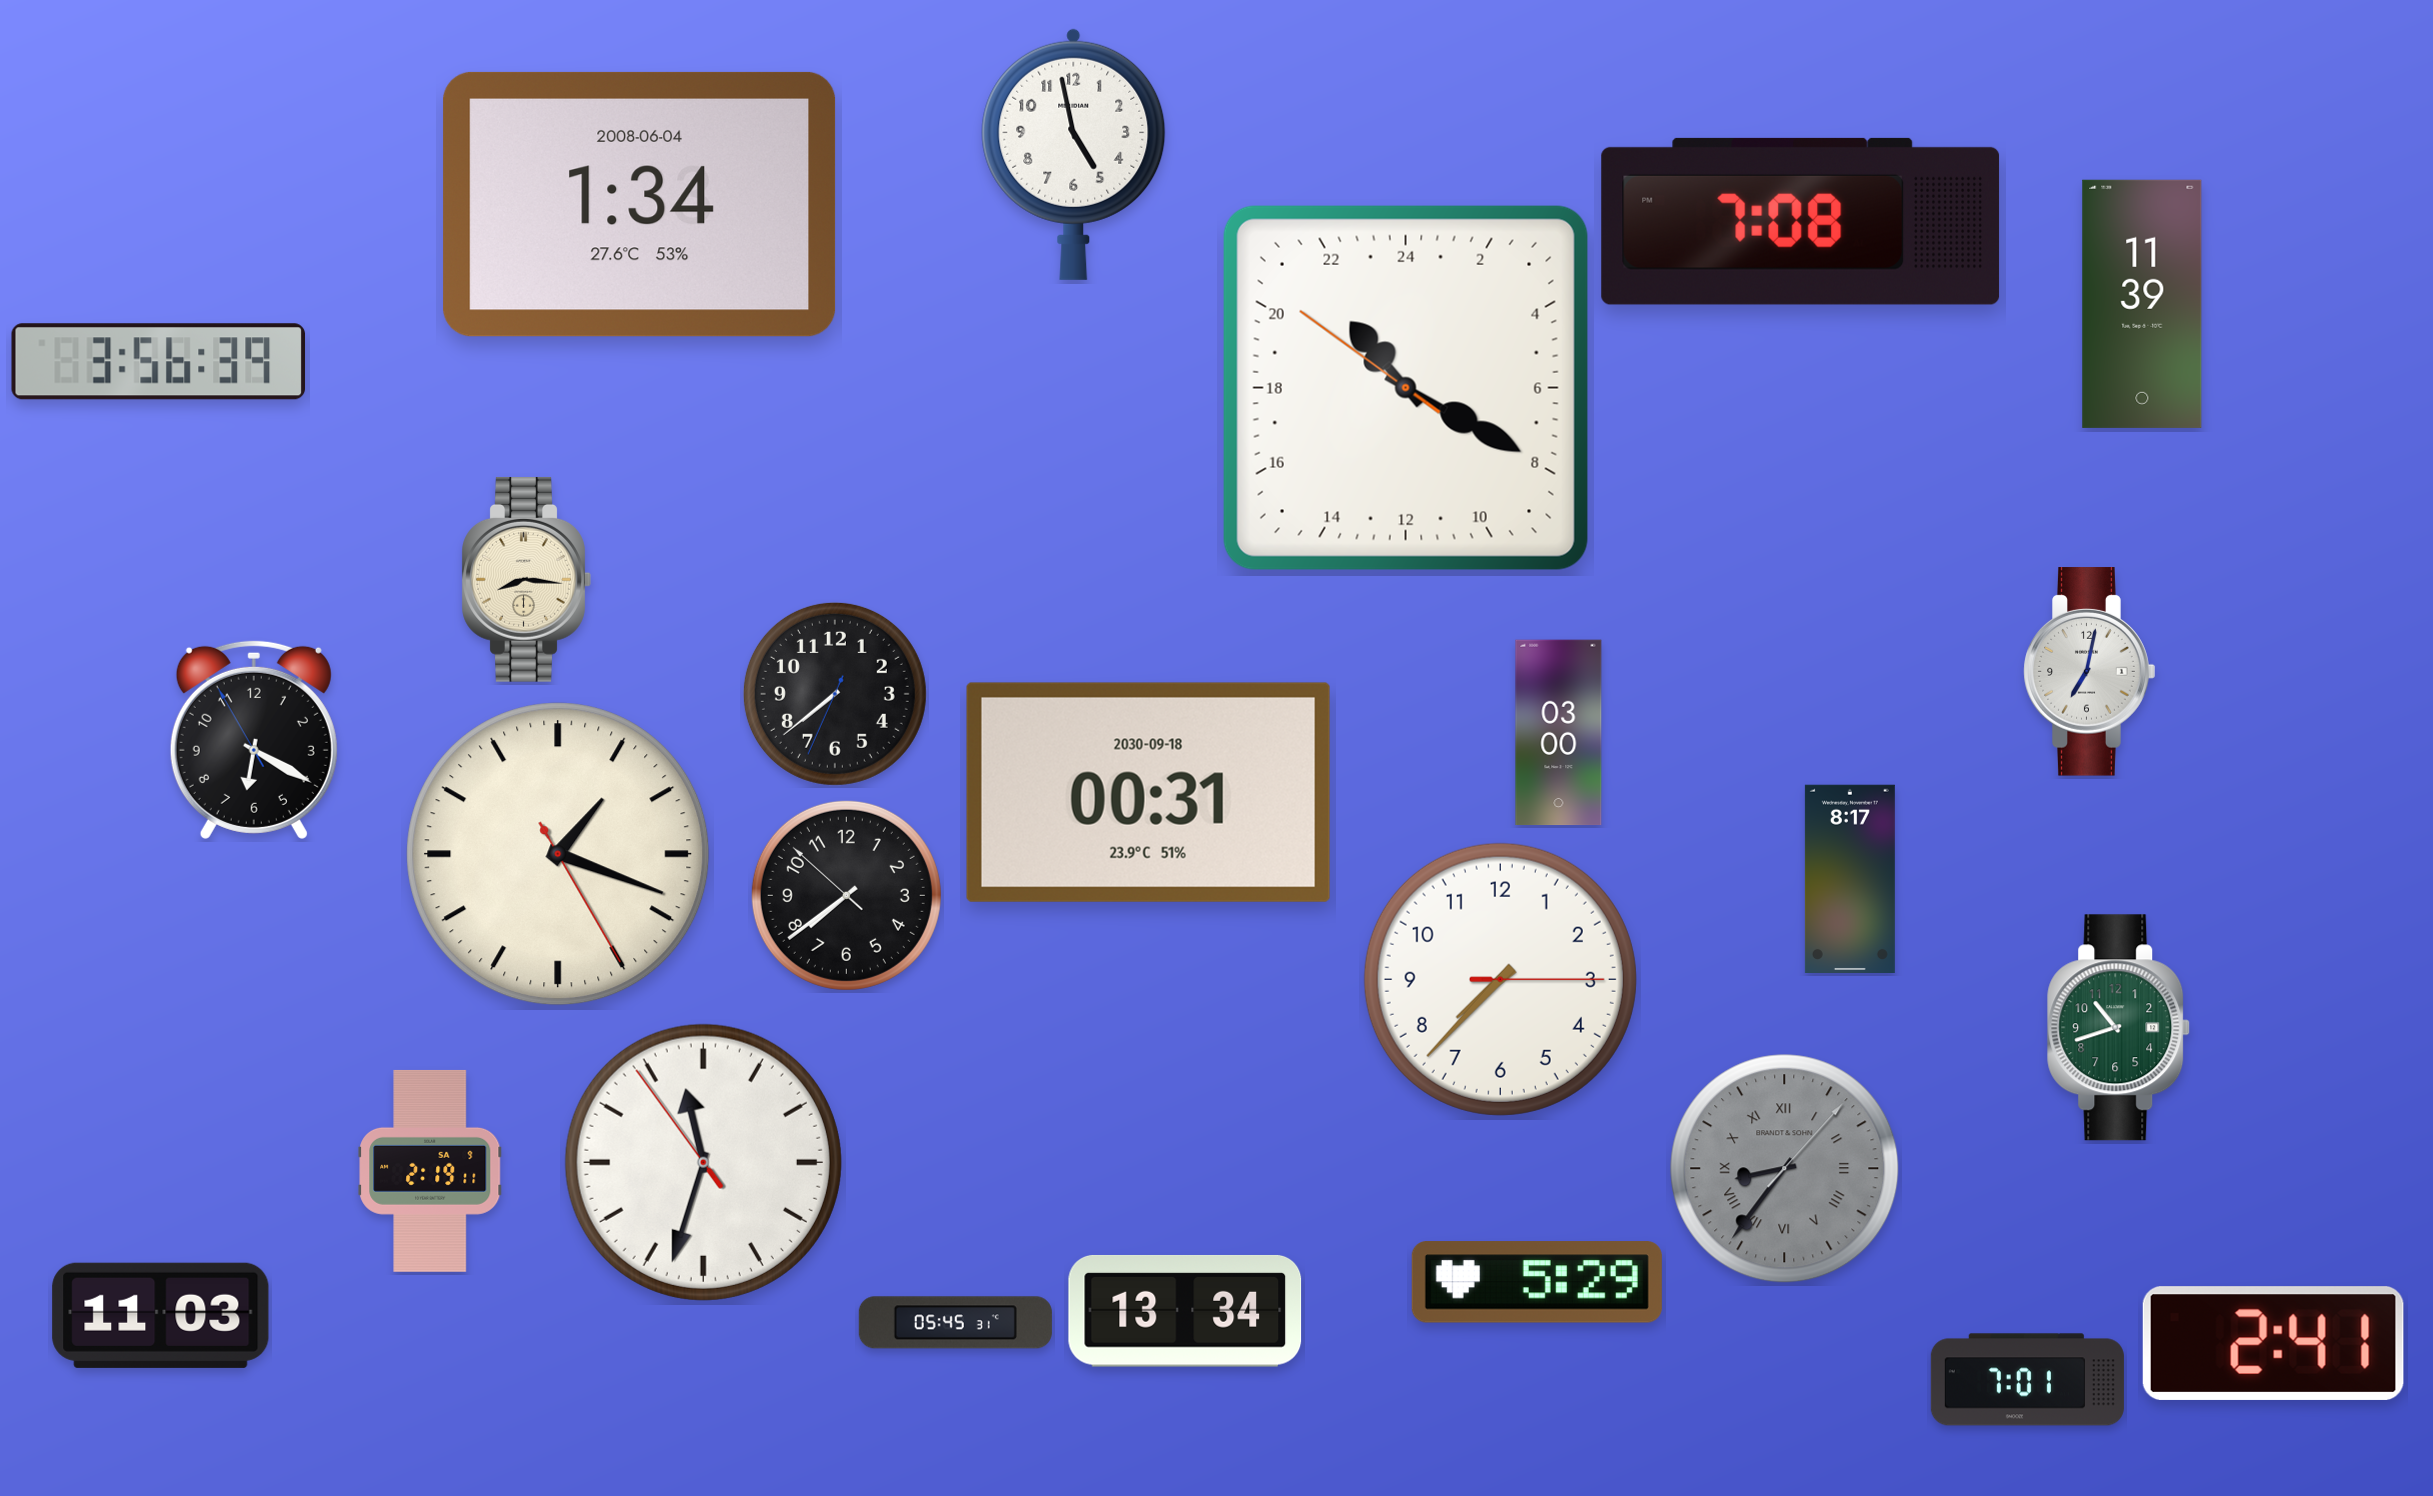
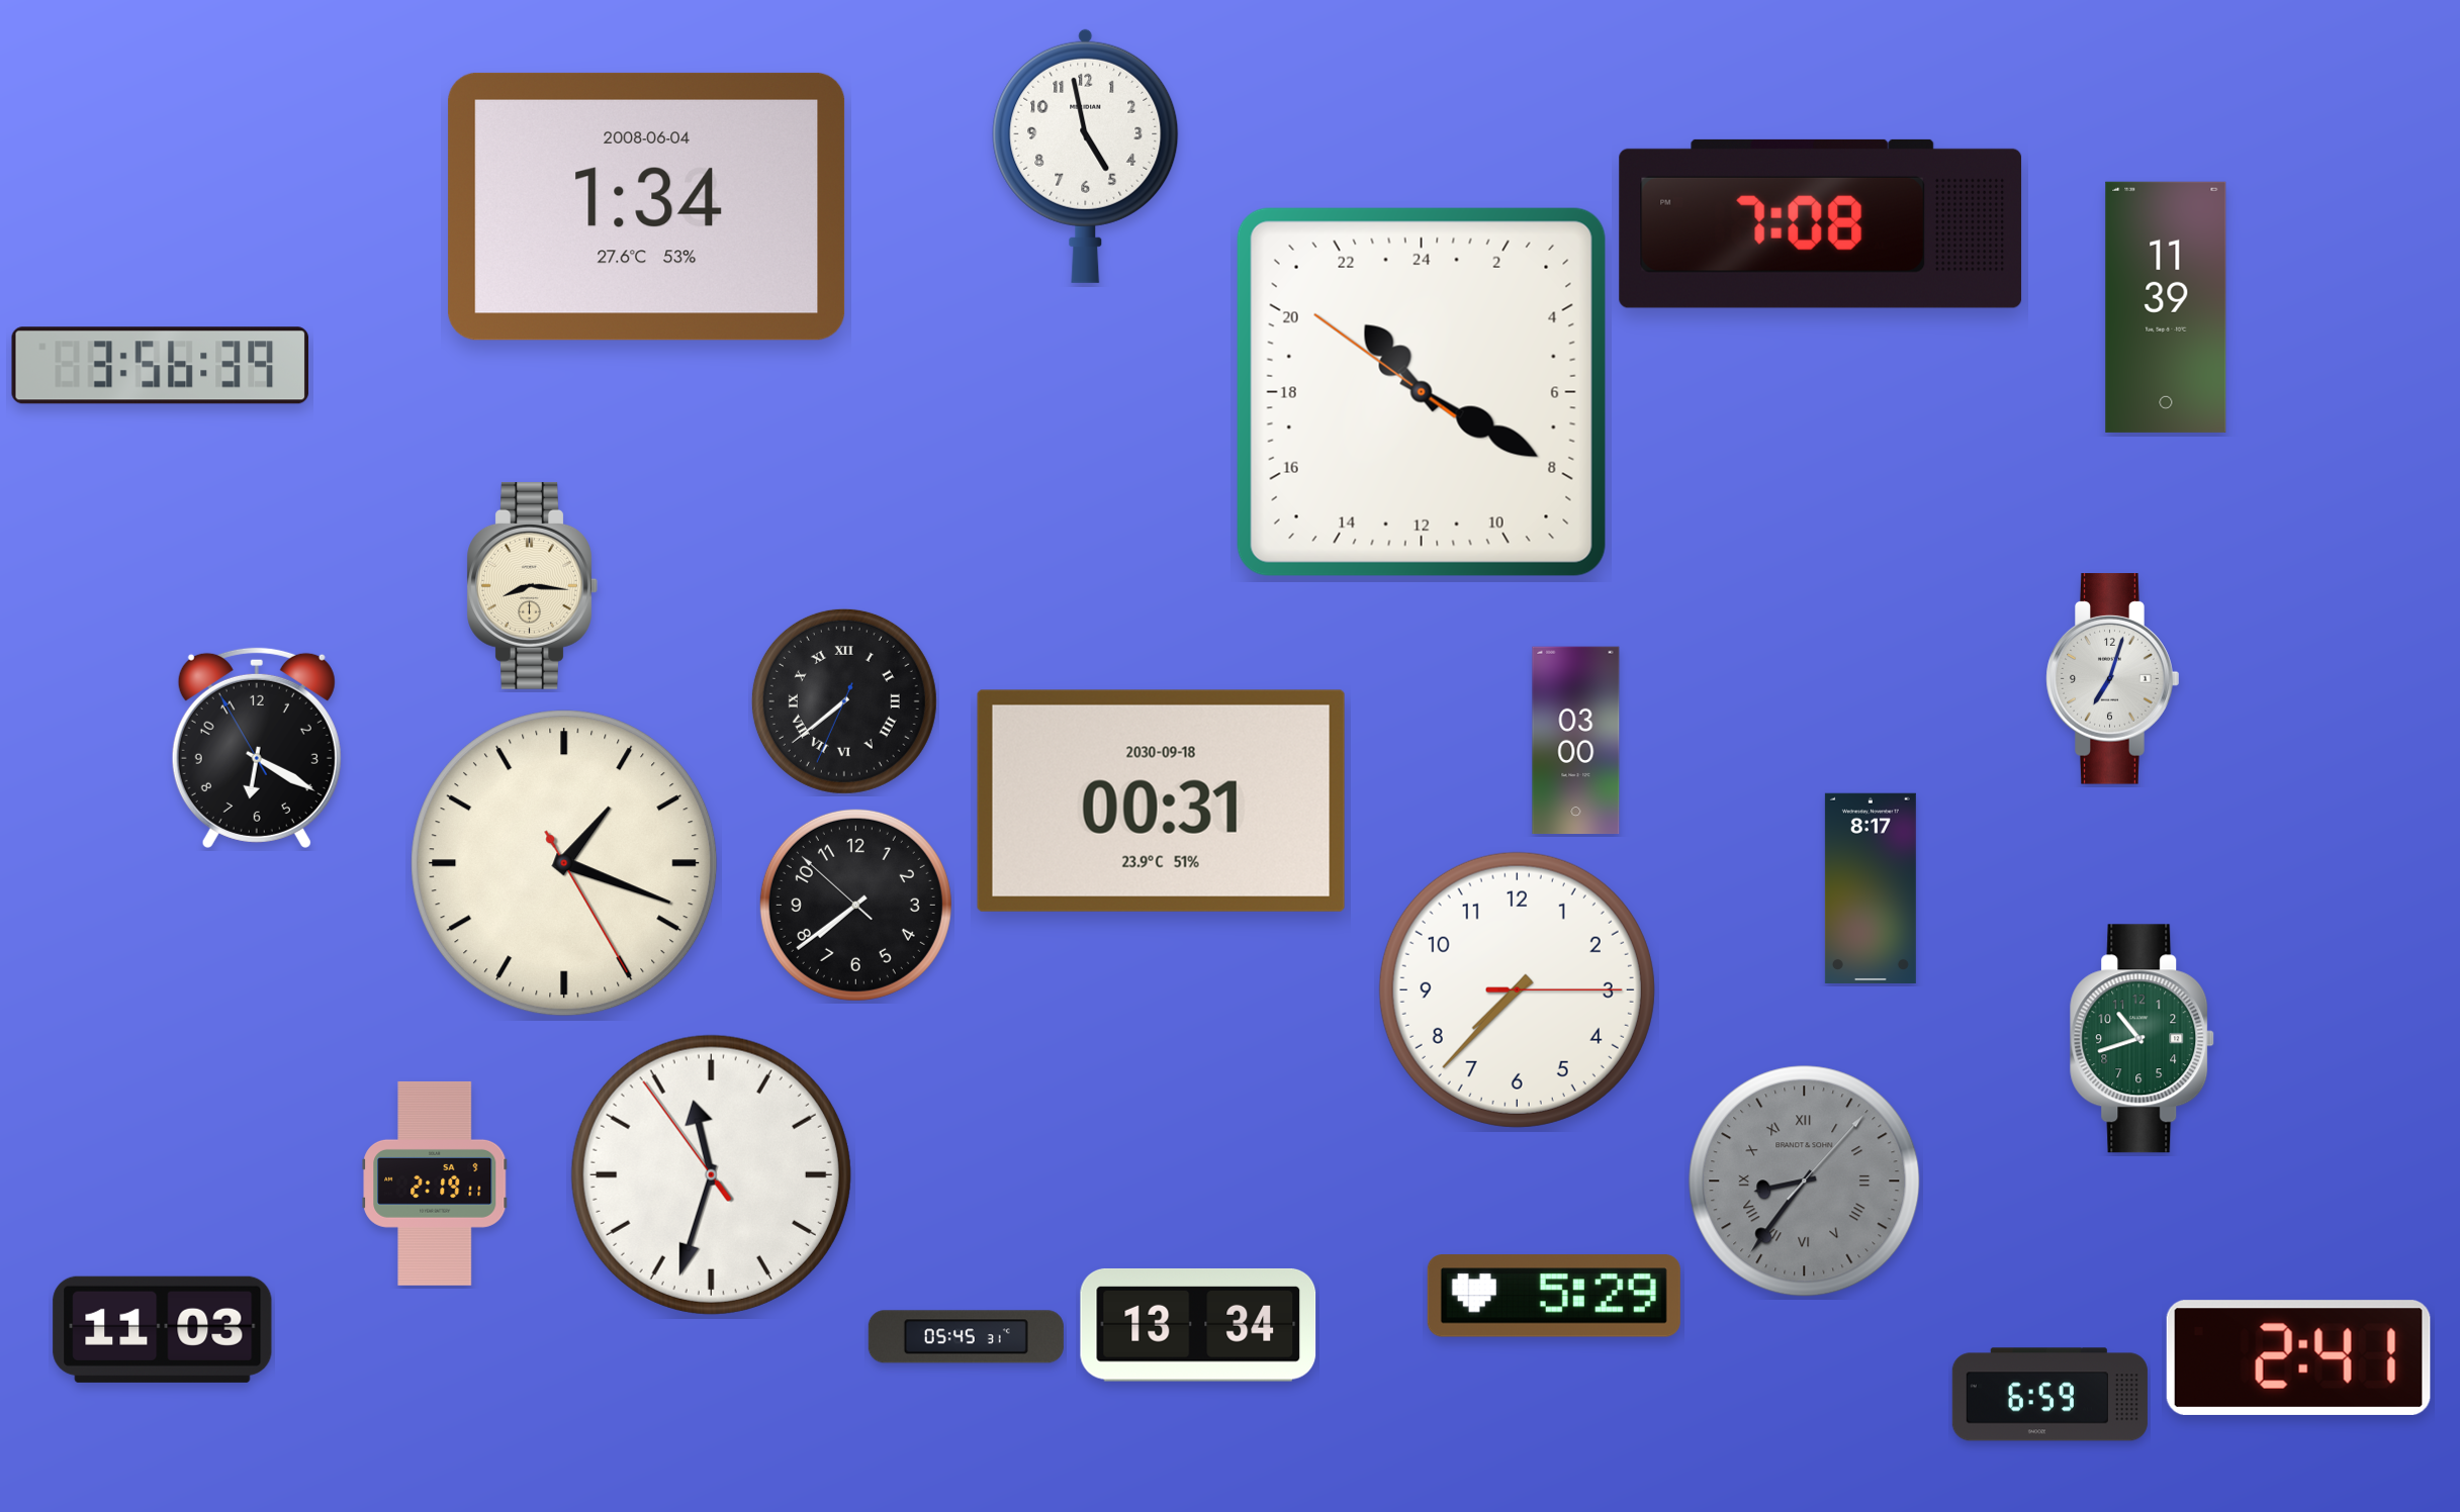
clock at (2090, 672): 7:02 -> 7:03
clock at (835, 694) numerals: Arabic -> Roman
clock at (2027, 1380): 7:01 -> 6:59
